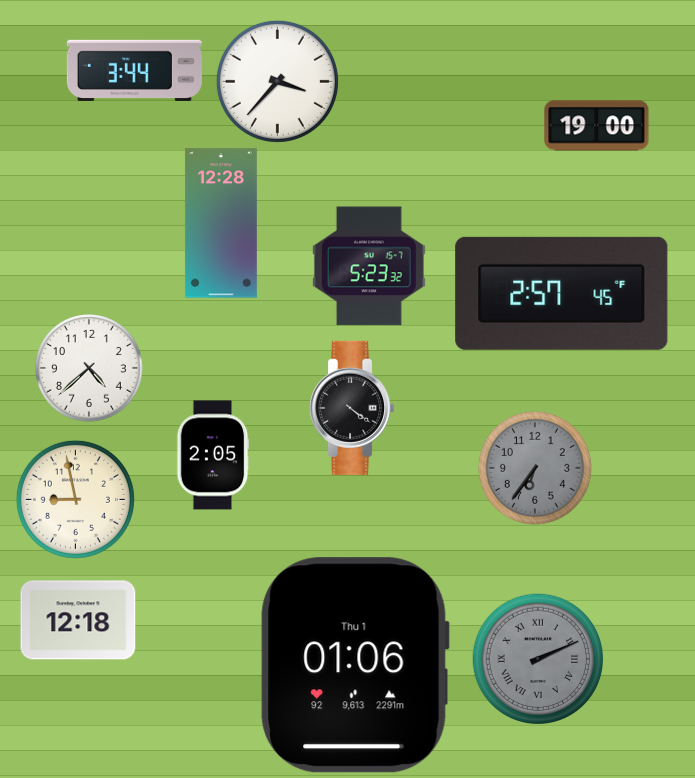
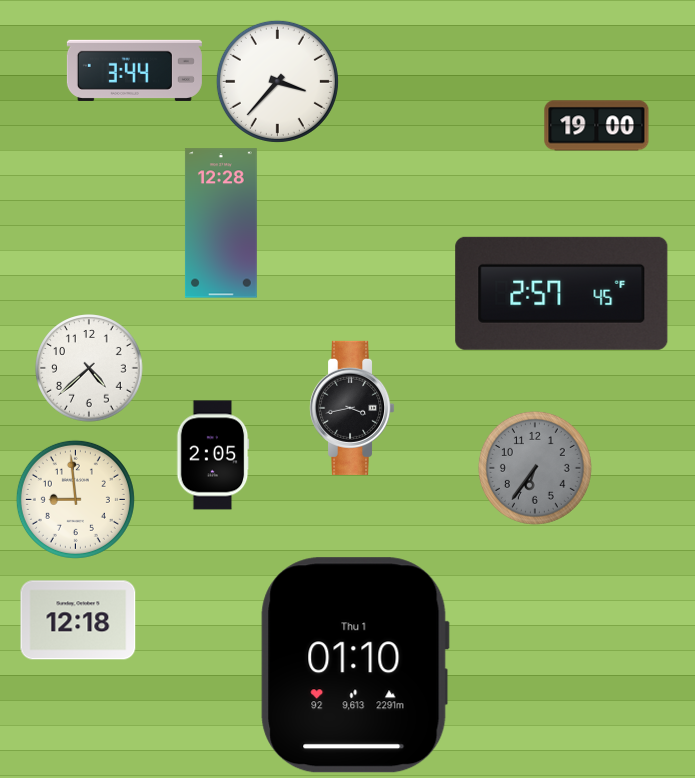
clock at (369, 266): 5:23 -> none
clock at (352, 408): 4:21 -> 3:43
clock at (75, 499): 8:58 -> 8:59
clock at (537, 658): 2:11 -> none
clock at (355, 665): 01:06 -> 01:10
